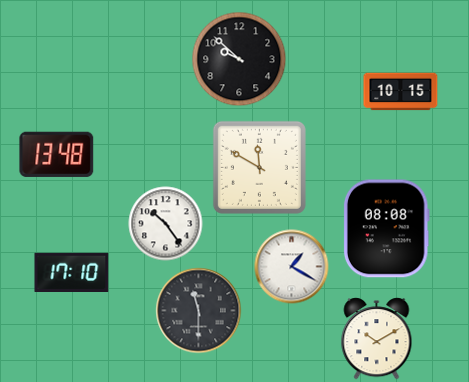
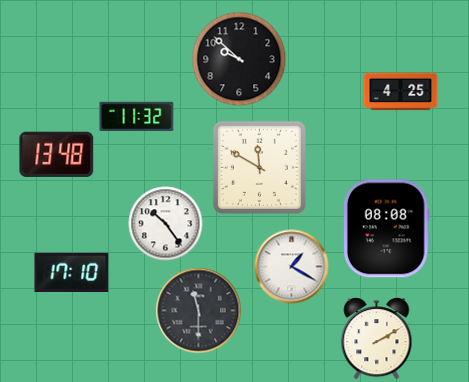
clock at (401, 92): 10:15 -> 4:25
clock at (137, 116): none -> 11:32
clock at (377, 339): 10:10 -> 2:10
